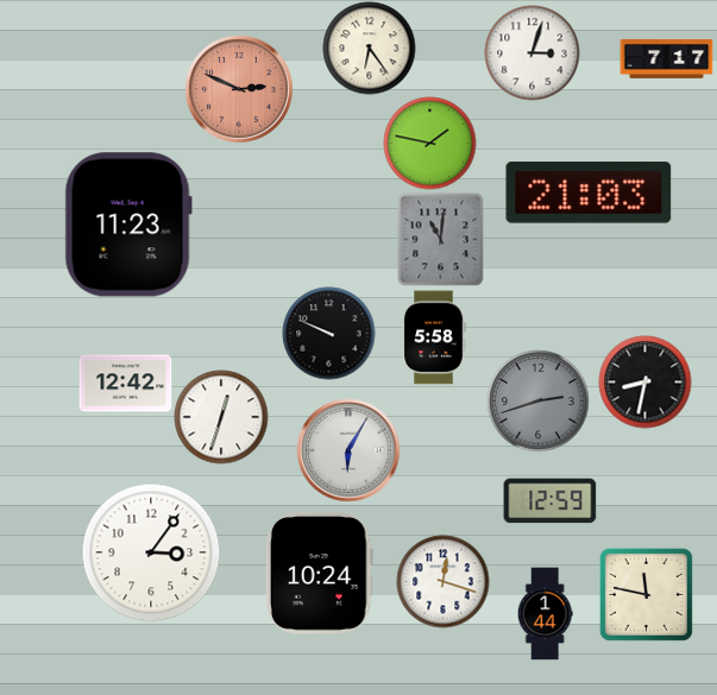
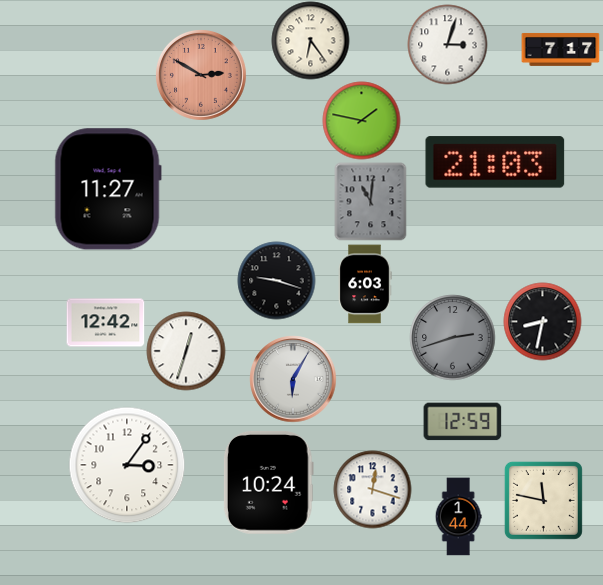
clock at (239, 89): 2:49 -> 2:50
clock at (128, 225): 11:23 -> 11:27
clock at (328, 333): 9:49 -> 9:18
clock at (434, 337): 5:58 -> 6:03
